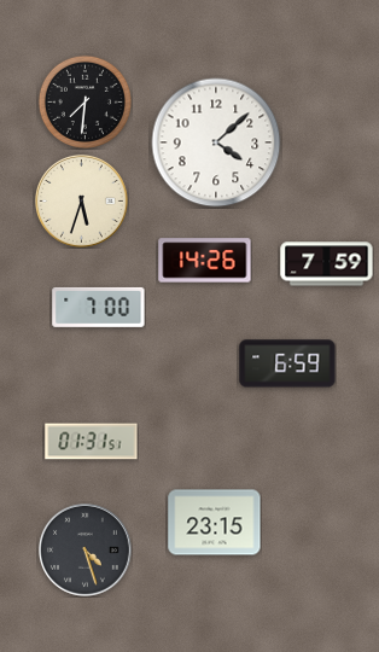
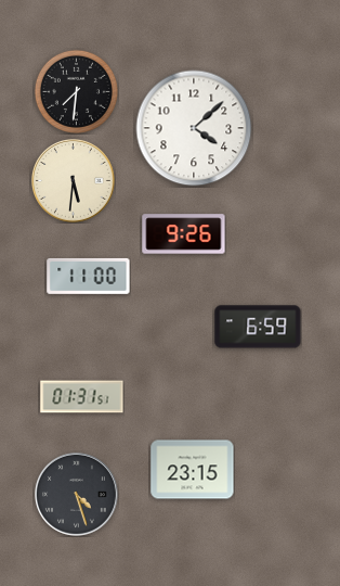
clock at (82, 202): 5:33 -> 5:31
clock at (205, 261): 14:26 -> 9:26
clock at (327, 264): 7:59 -> none
clock at (99, 307): 7:00 -> 11:00
